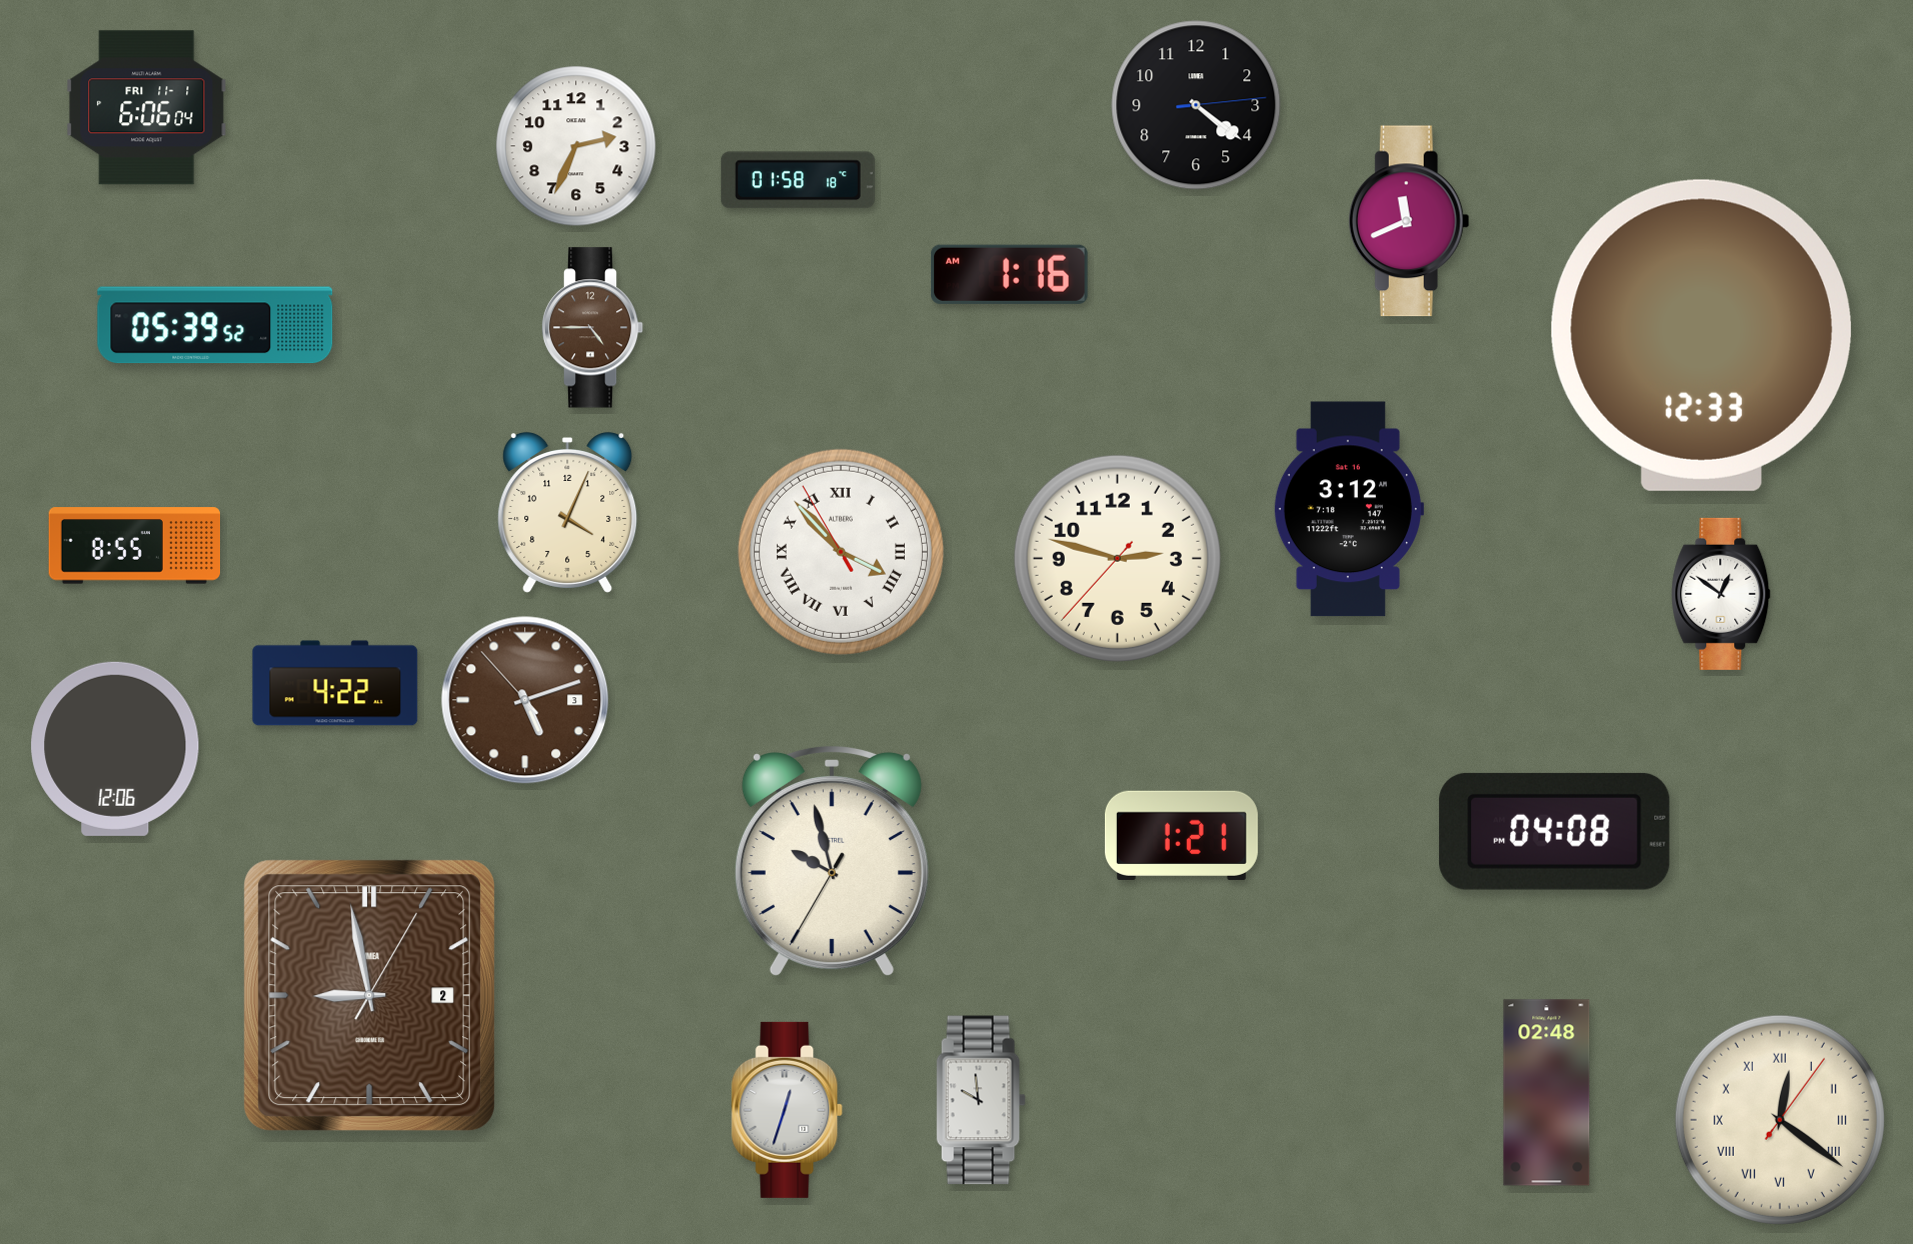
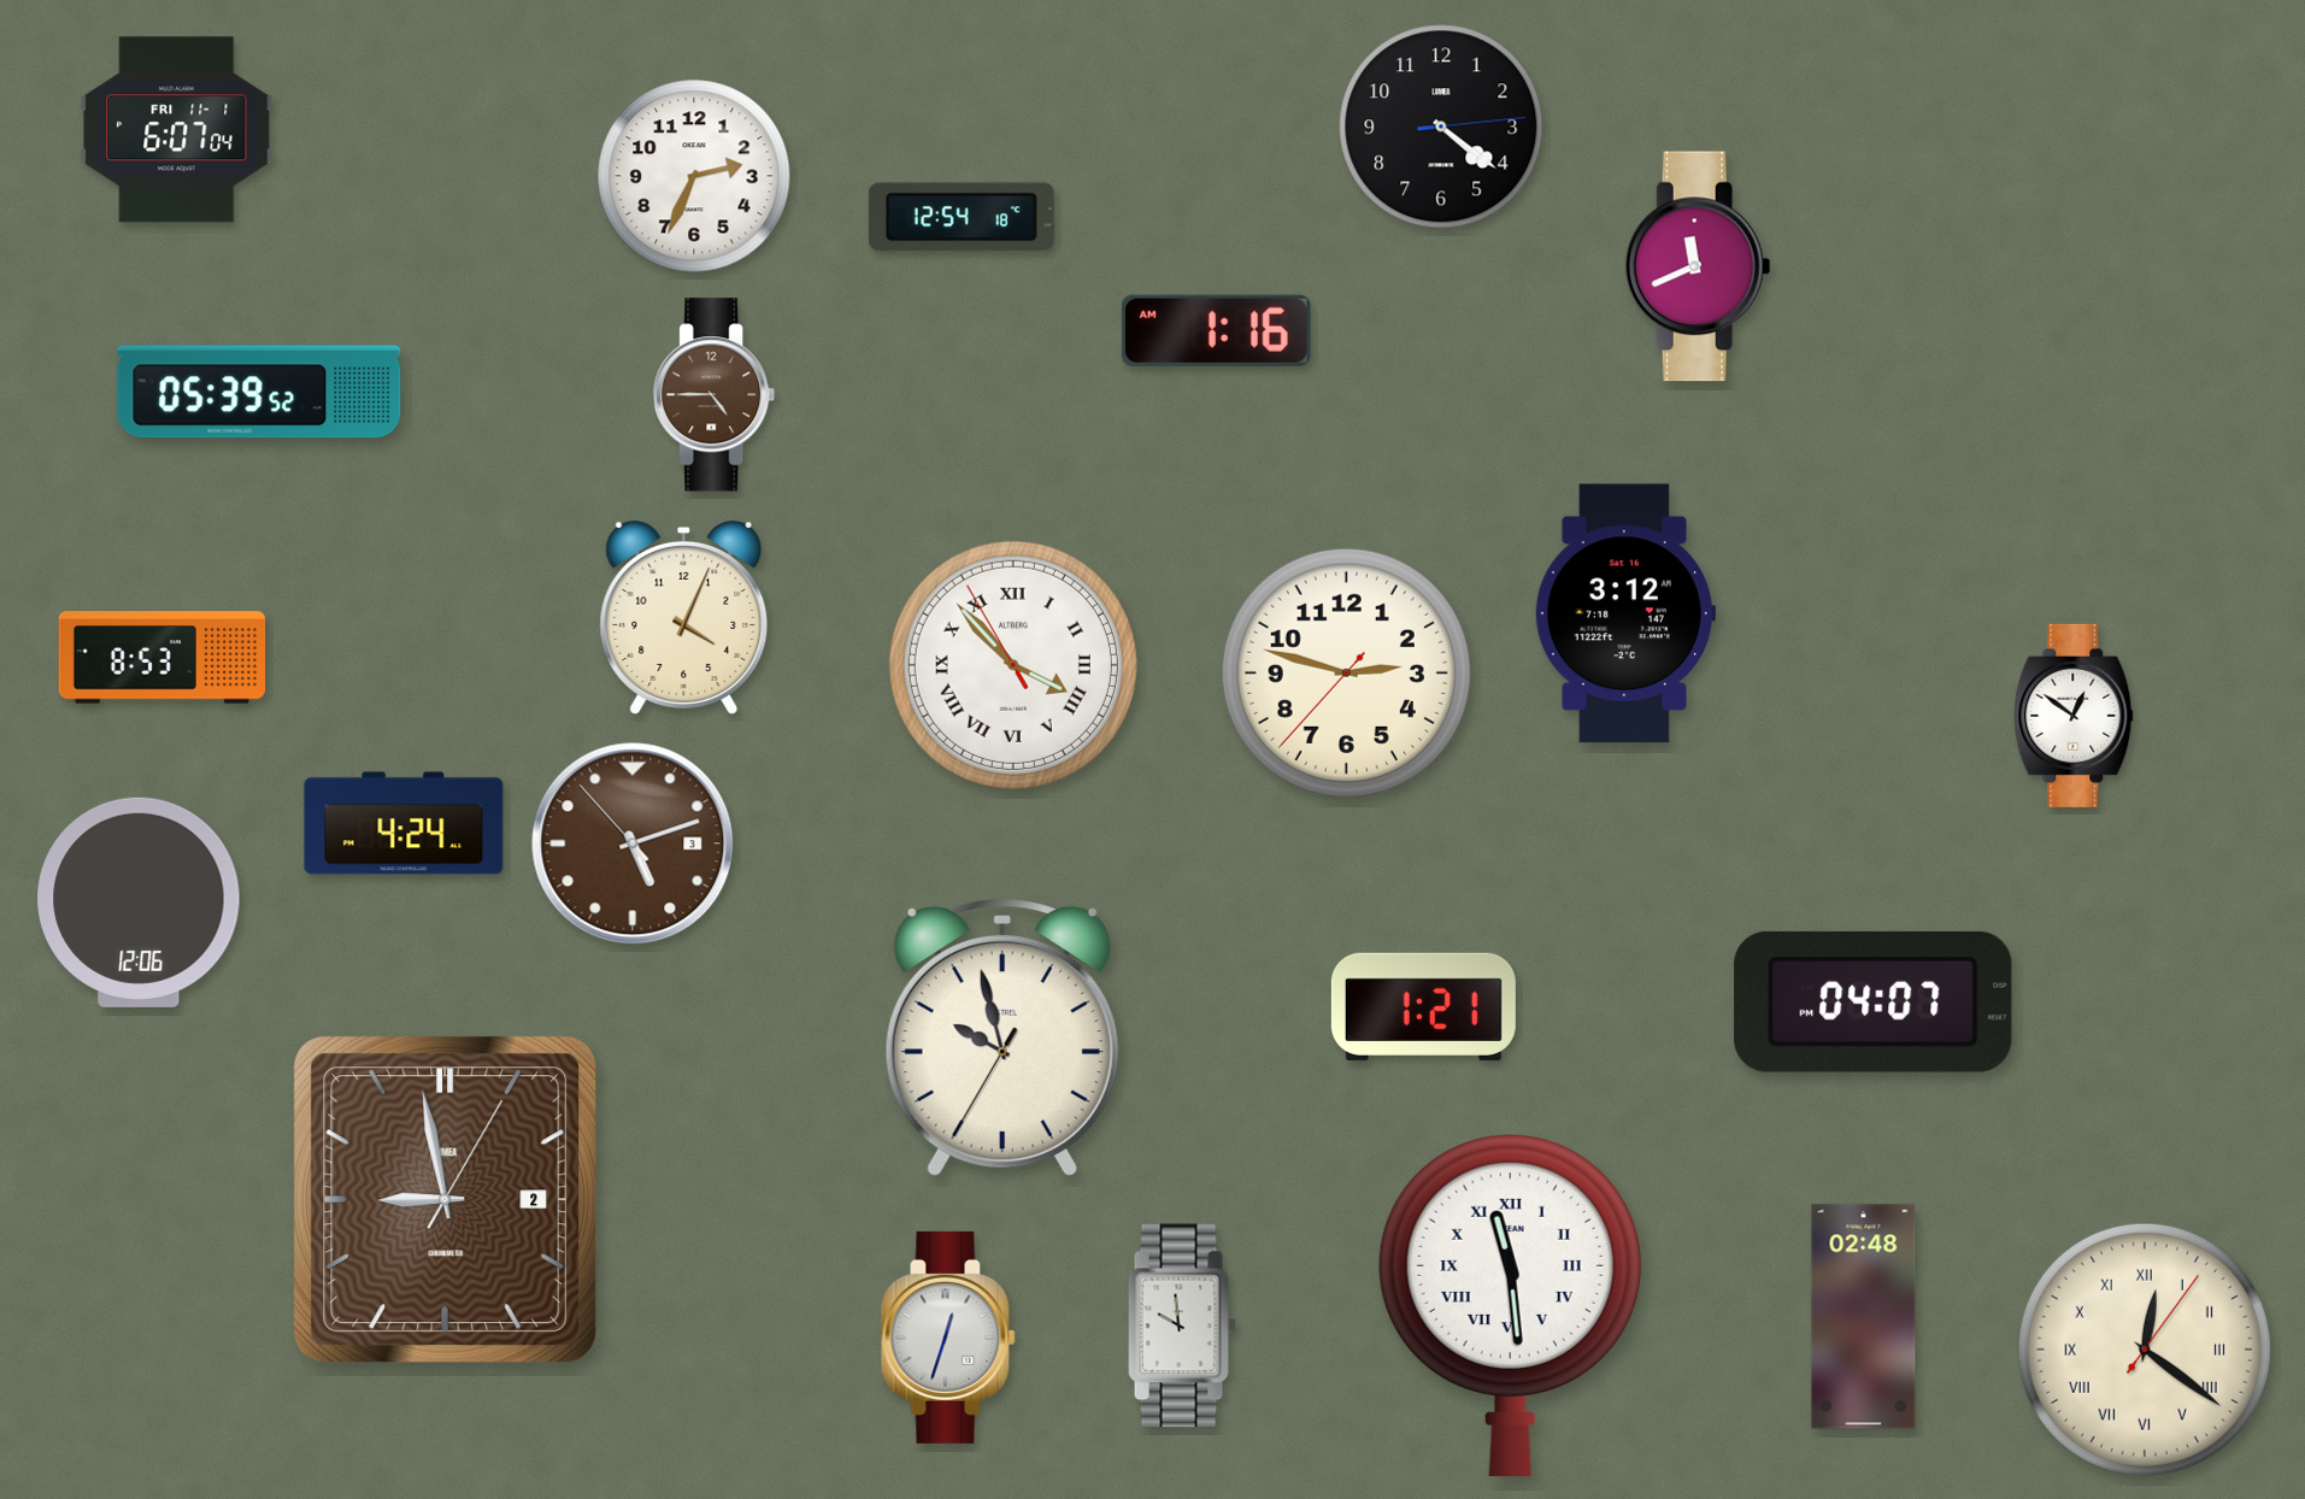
clock at (147, 108): 6:06 -> 6:07
clock at (798, 180): 01:58 -> 12:54
clock at (1701, 335): 12:33 -> none
clock at (135, 546): 8:55 -> 8:53
clock at (335, 683): 4:22 -> 4:24
clock at (1555, 831): 04:08 -> 04:07
clock at (1510, 1305): none -> 11:29
